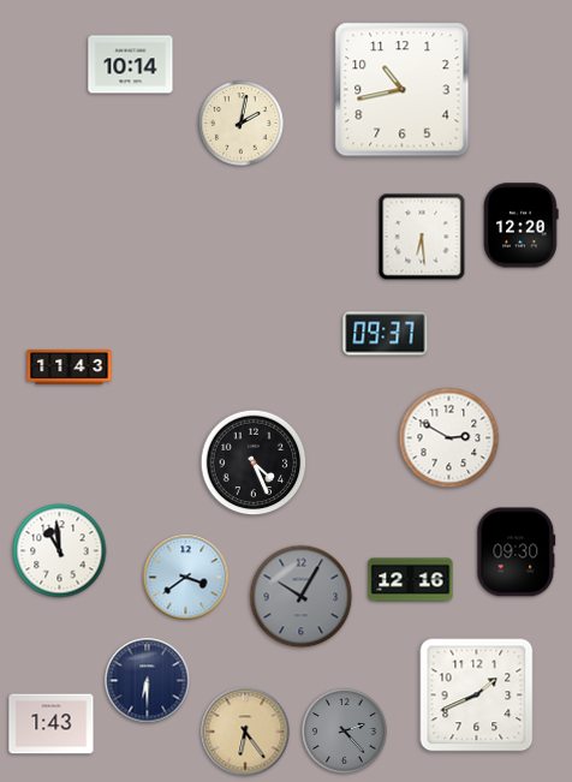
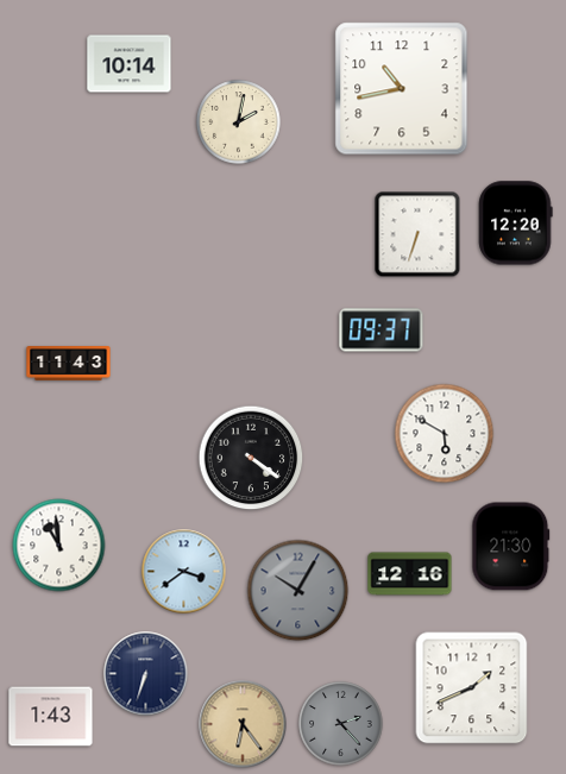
clock at (403, 90) position: (403, 90) -> (402, 89)
clock at (422, 237): 6:29 -> 6:33
clock at (449, 438): 2:50 -> 5:50
clock at (254, 462): 4:26 -> 4:21
clock at (517, 553): 09:30 -> 21:30
clock at (411, 580) position: (411, 580) -> (410, 574)
clock at (148, 681): 6:30 -> 6:33
